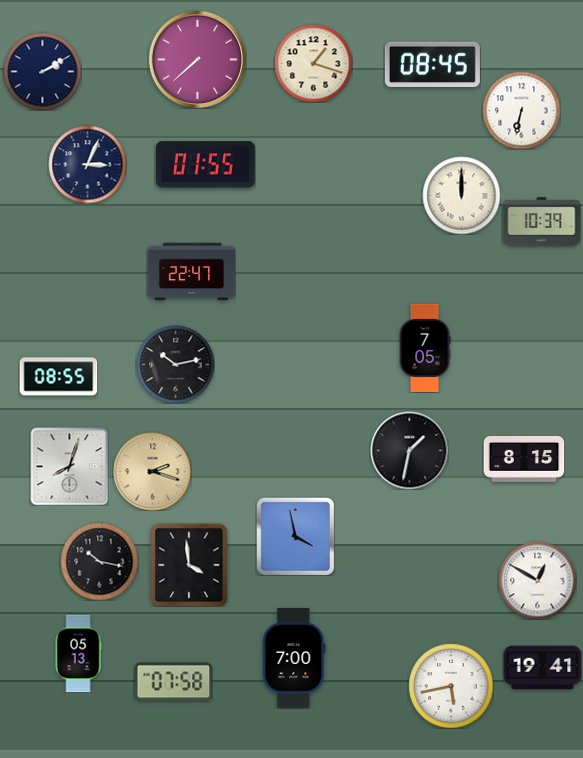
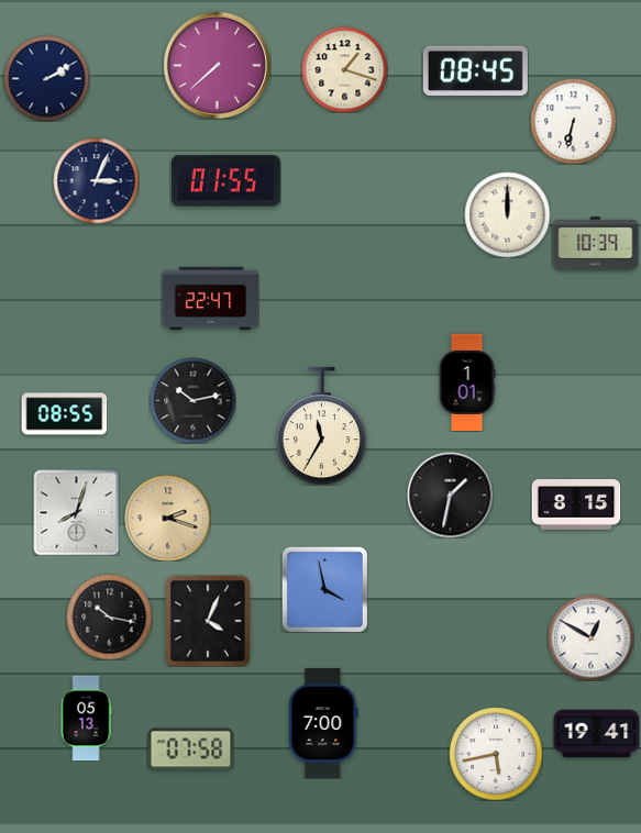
clock at (425, 347): 7:05 -> 1:01
clock at (321, 426): none -> 11:35
clock at (189, 565): 3:59 -> 4:04
